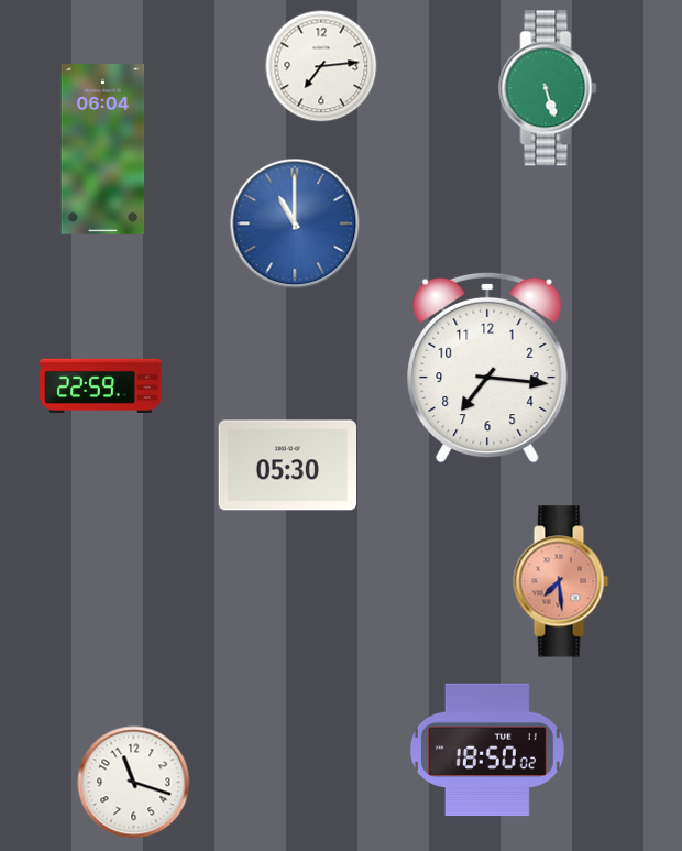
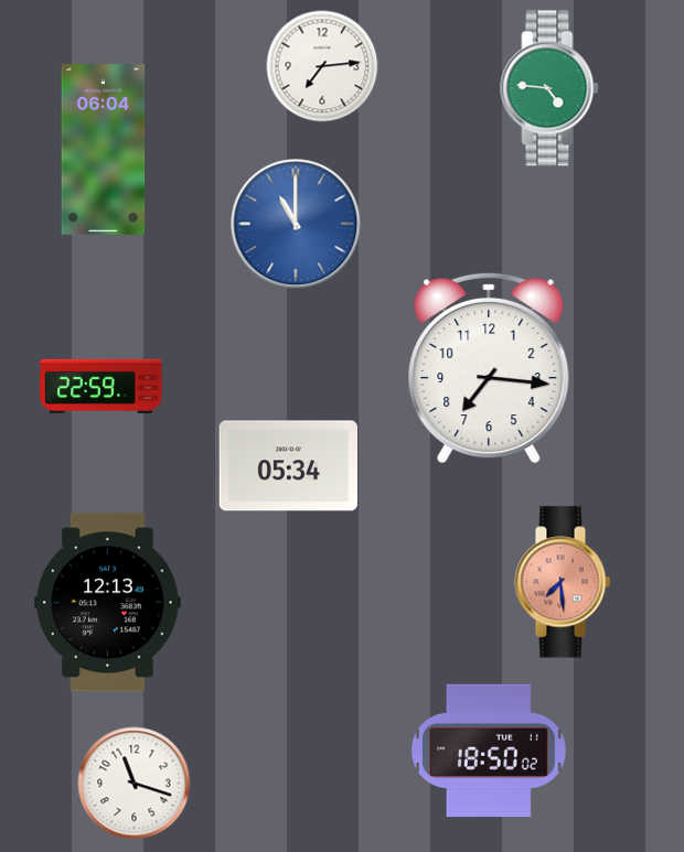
clock at (548, 88): 5:27 -> 4:46
clock at (287, 466): 05:30 -> 05:34
clock at (108, 603): none -> 12:13
